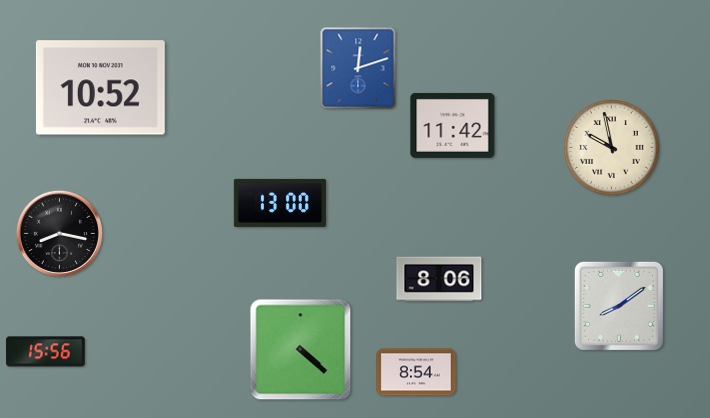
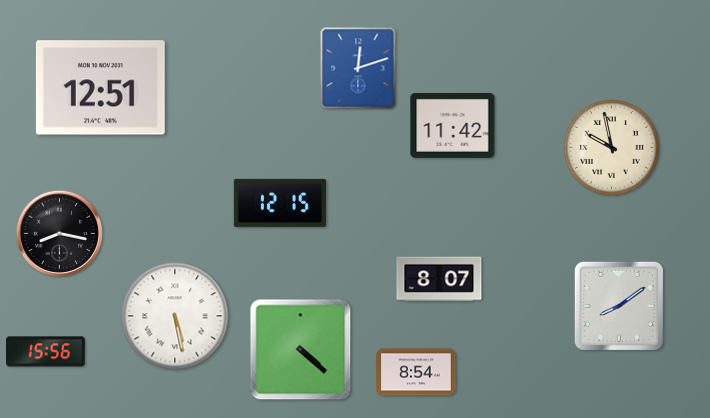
clock at (100, 88): 10:52 -> 12:51
clock at (280, 203): 13:00 -> 12:15
clock at (439, 279): 8:06 -> 8:07
clock at (175, 316): none -> 5:28
